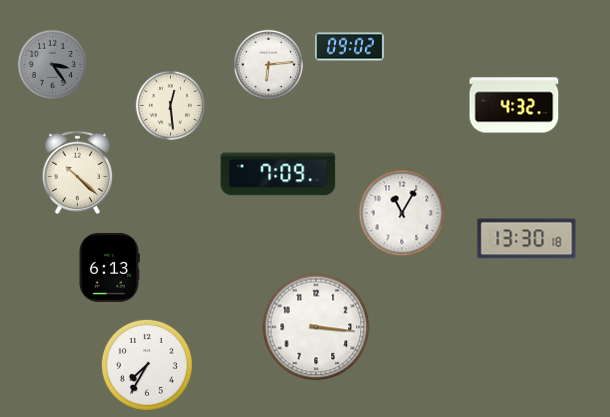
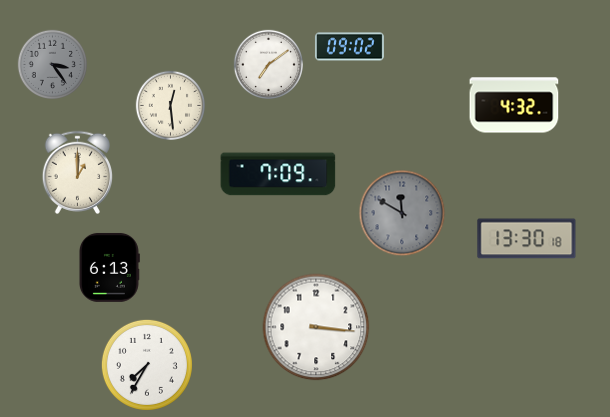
clock at (269, 65): 6:14 -> 7:09
clock at (77, 172): 10:22 -> 1:00
clock at (402, 213): 11:05 -> 11:50
clock at (402, 213) dial: white -> grey
